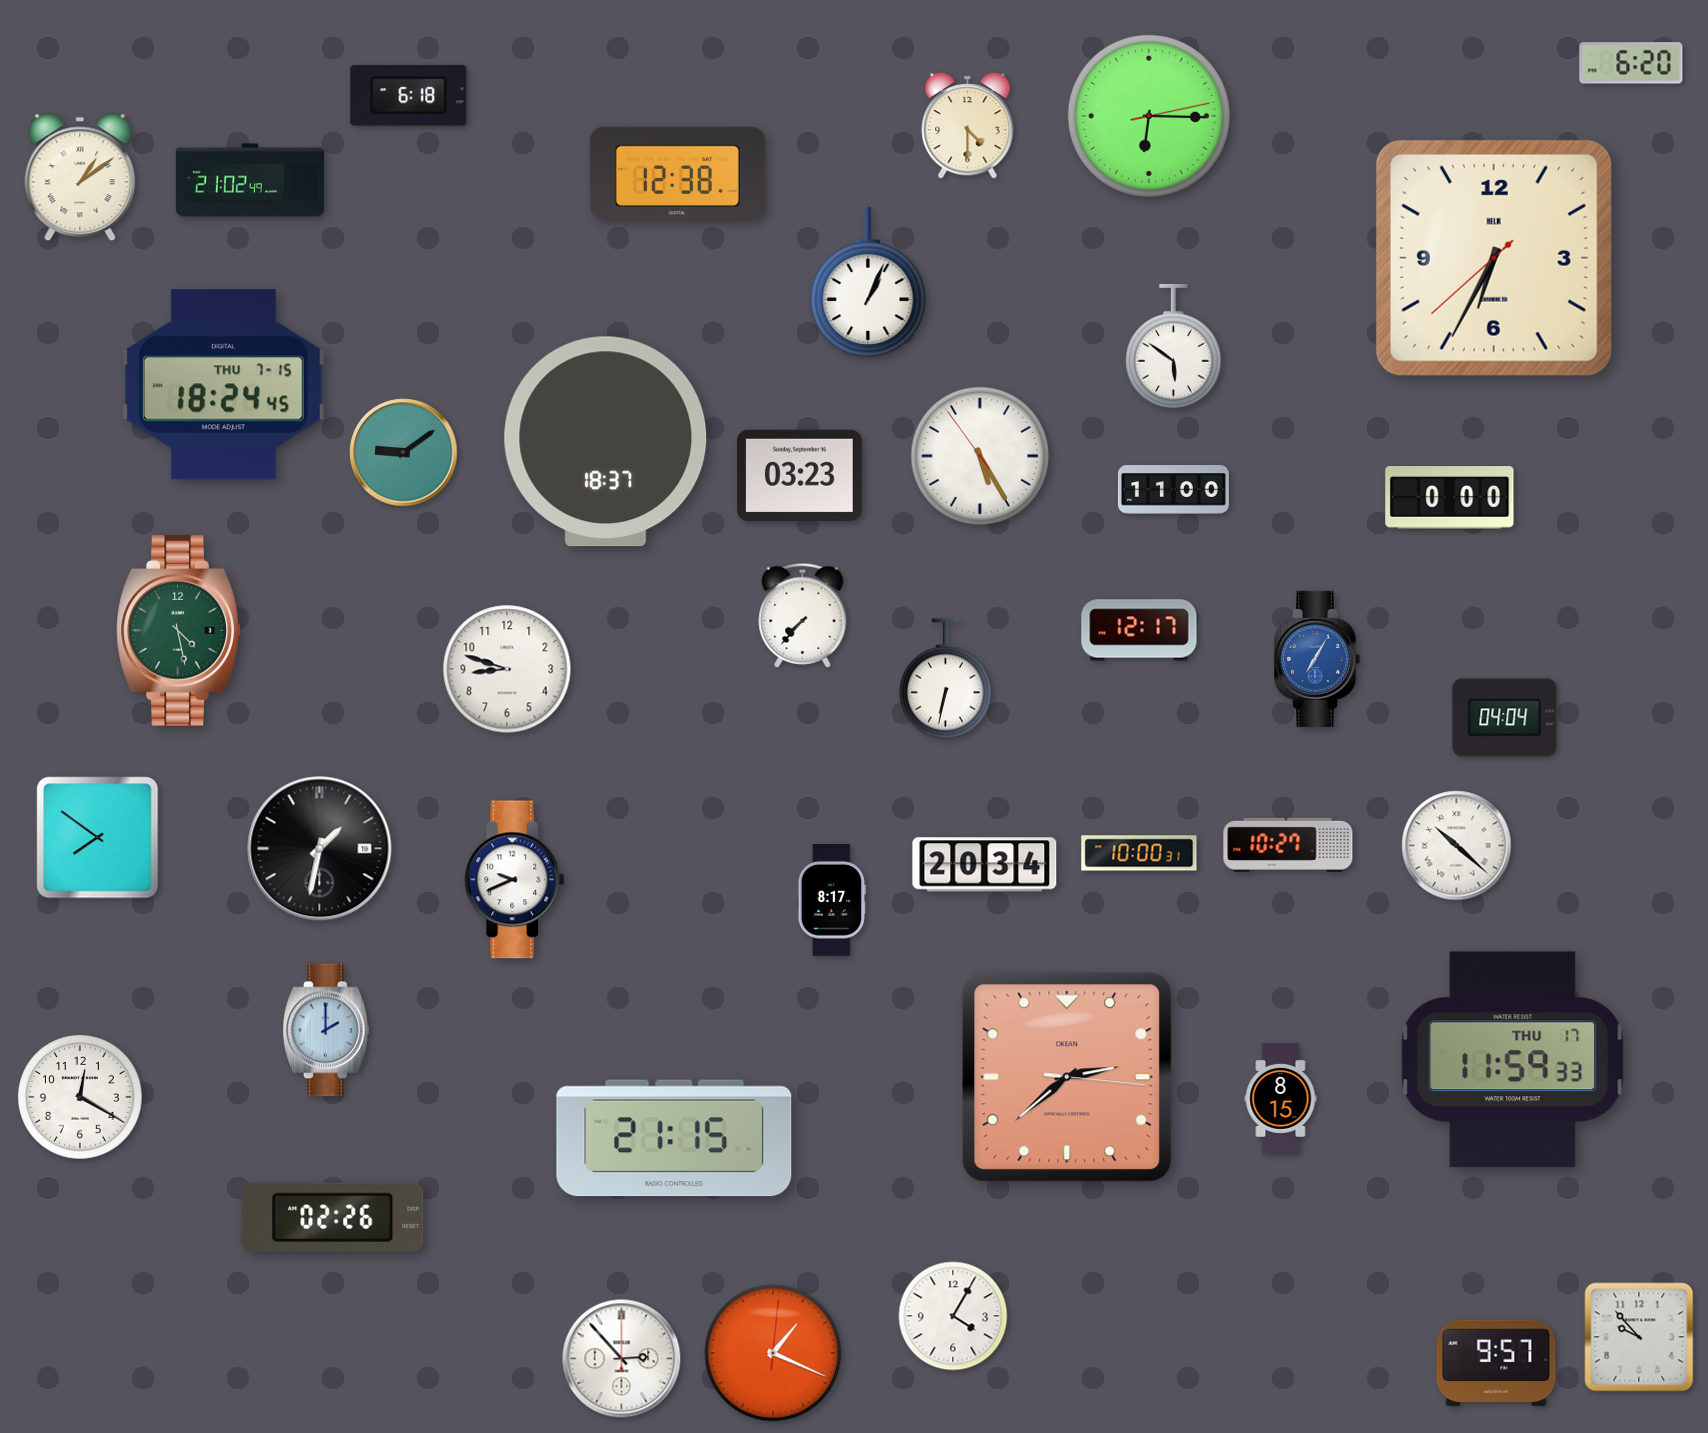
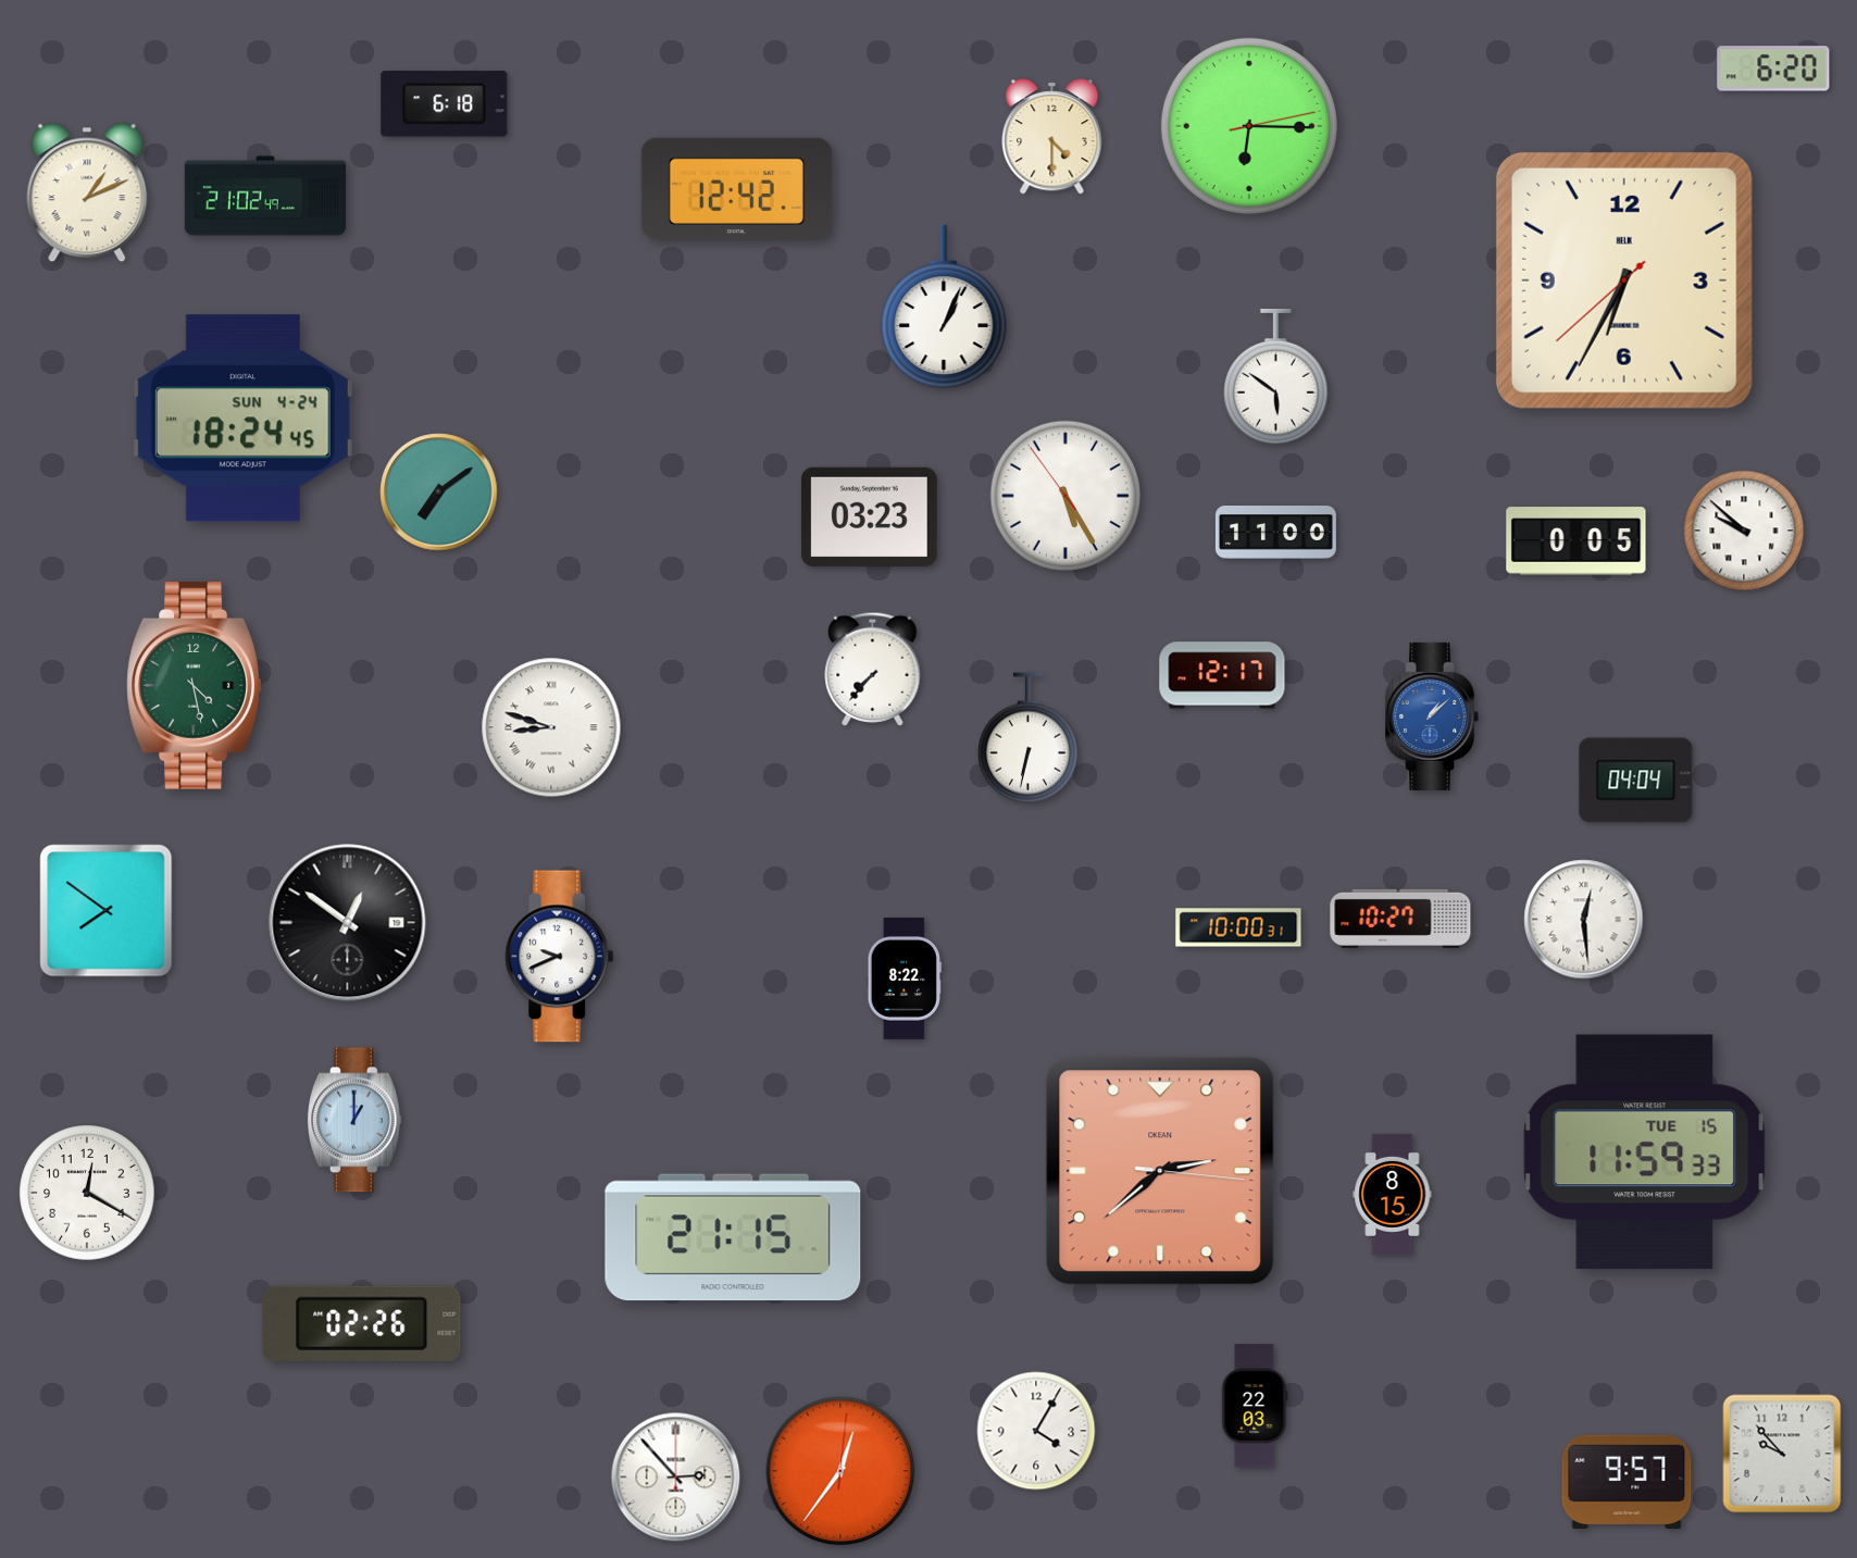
clock at (677, 173): 12:38 -> 12:42
clock at (80, 177): 1:09 -> 1:11
clock at (250, 180) position: (250, 180) -> (265, 196)
clock at (223, 385) date: THU 7-15 -> SUN 4-24
clock at (606, 442): 18:37 -> none
clock at (404, 453): 9:09 -> 7:09
clock at (1744, 531): none -> 9:52
clock at (1450, 498): 0:00 -> 0:05
clock at (1139, 630) position: (1139, 630) -> (1222, 675)
clock at (1318, 659): 7:05 -> 1:08
clock at (507, 669) numerals: Arabic -> Roman
clock at (1457, 846): 10:22 -> 12:29
clock at (320, 849): 1:32 -> 12:51
clock at (985, 865): 20:34 -> none
clock at (832, 901): 8:17 -> 8:22
clock at (327, 1030): 2:00 -> 1:00
clock at (1513, 1060) date: THU 17 -> TUE 15
clock at (1255, 1406): none -> 22:03
clock at (773, 1353): 1:19 -> 12:36
